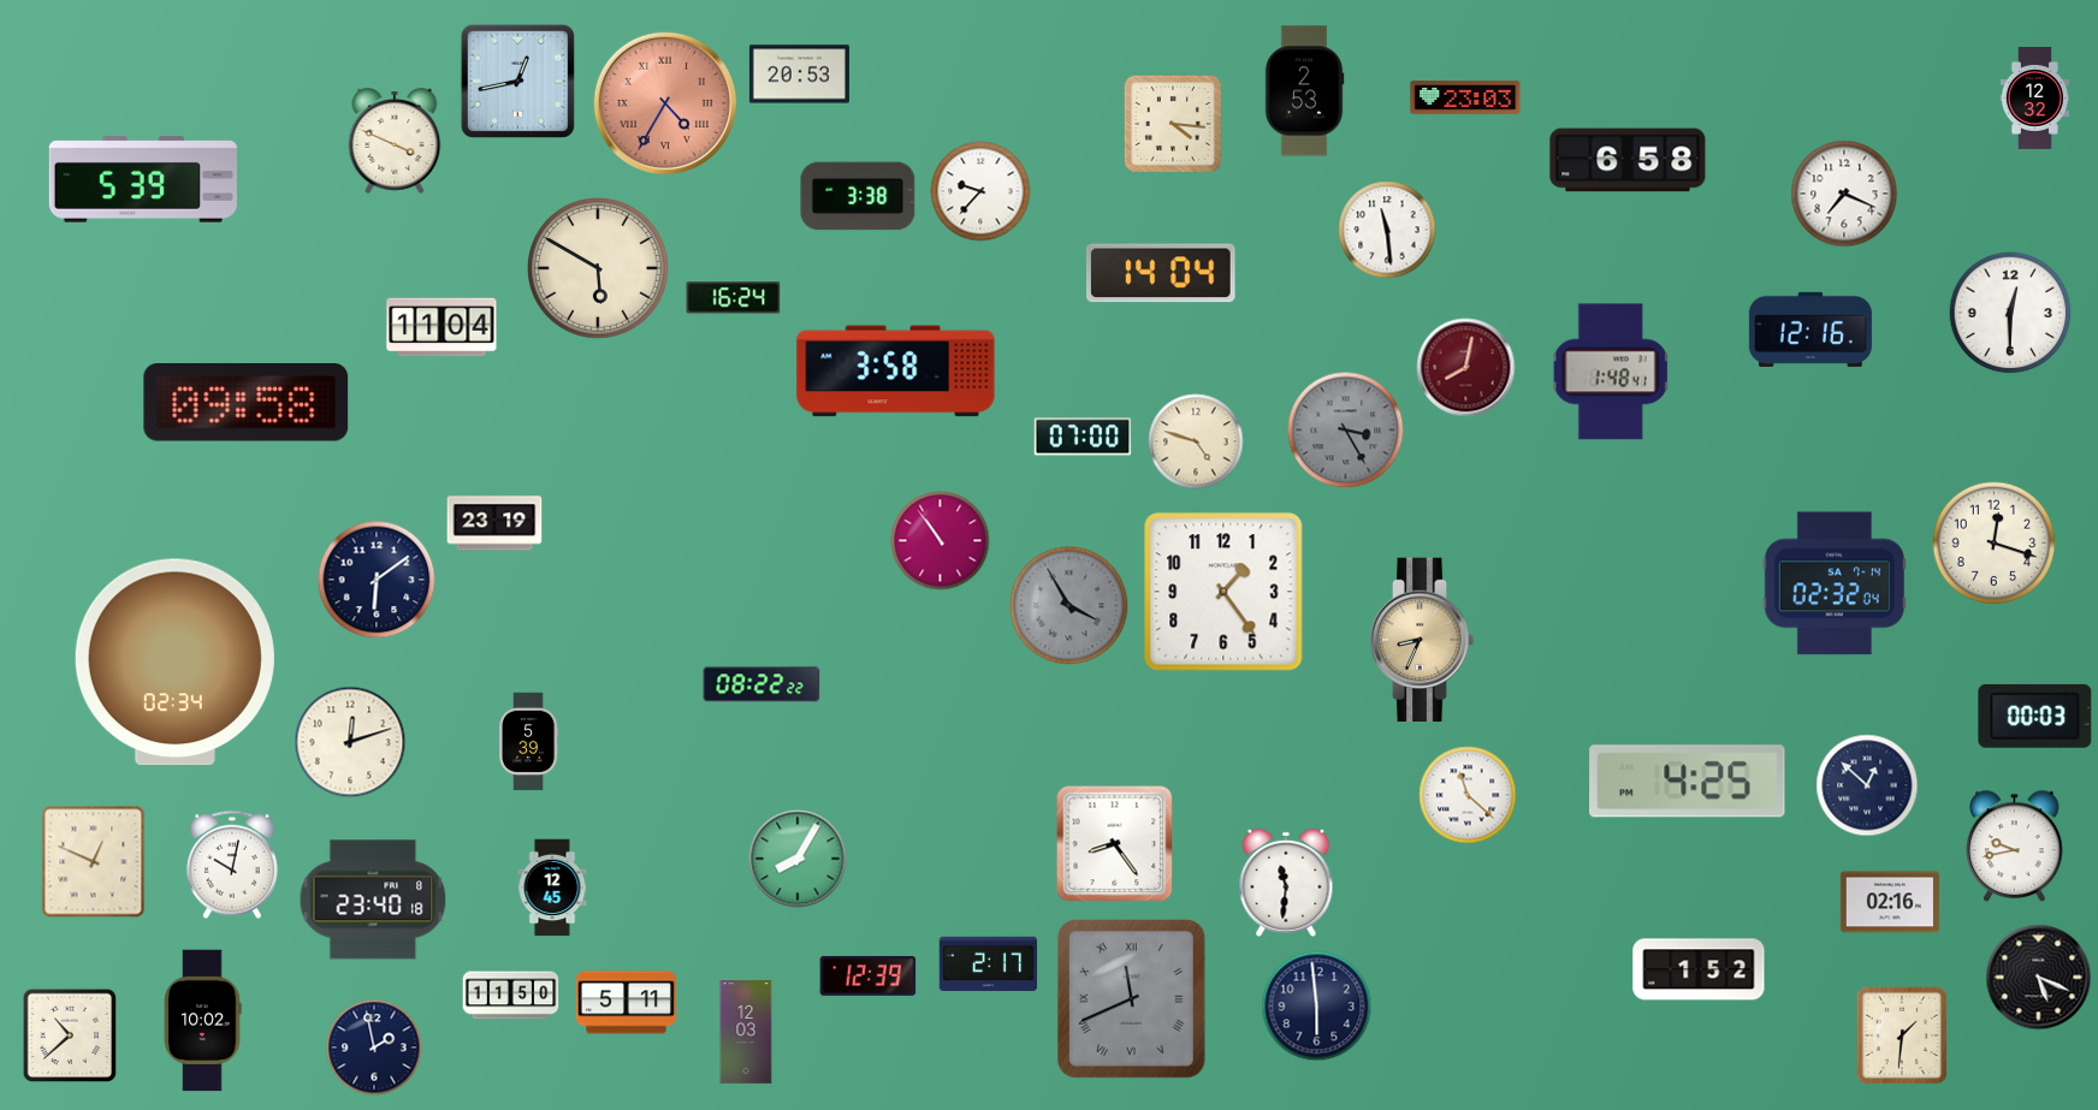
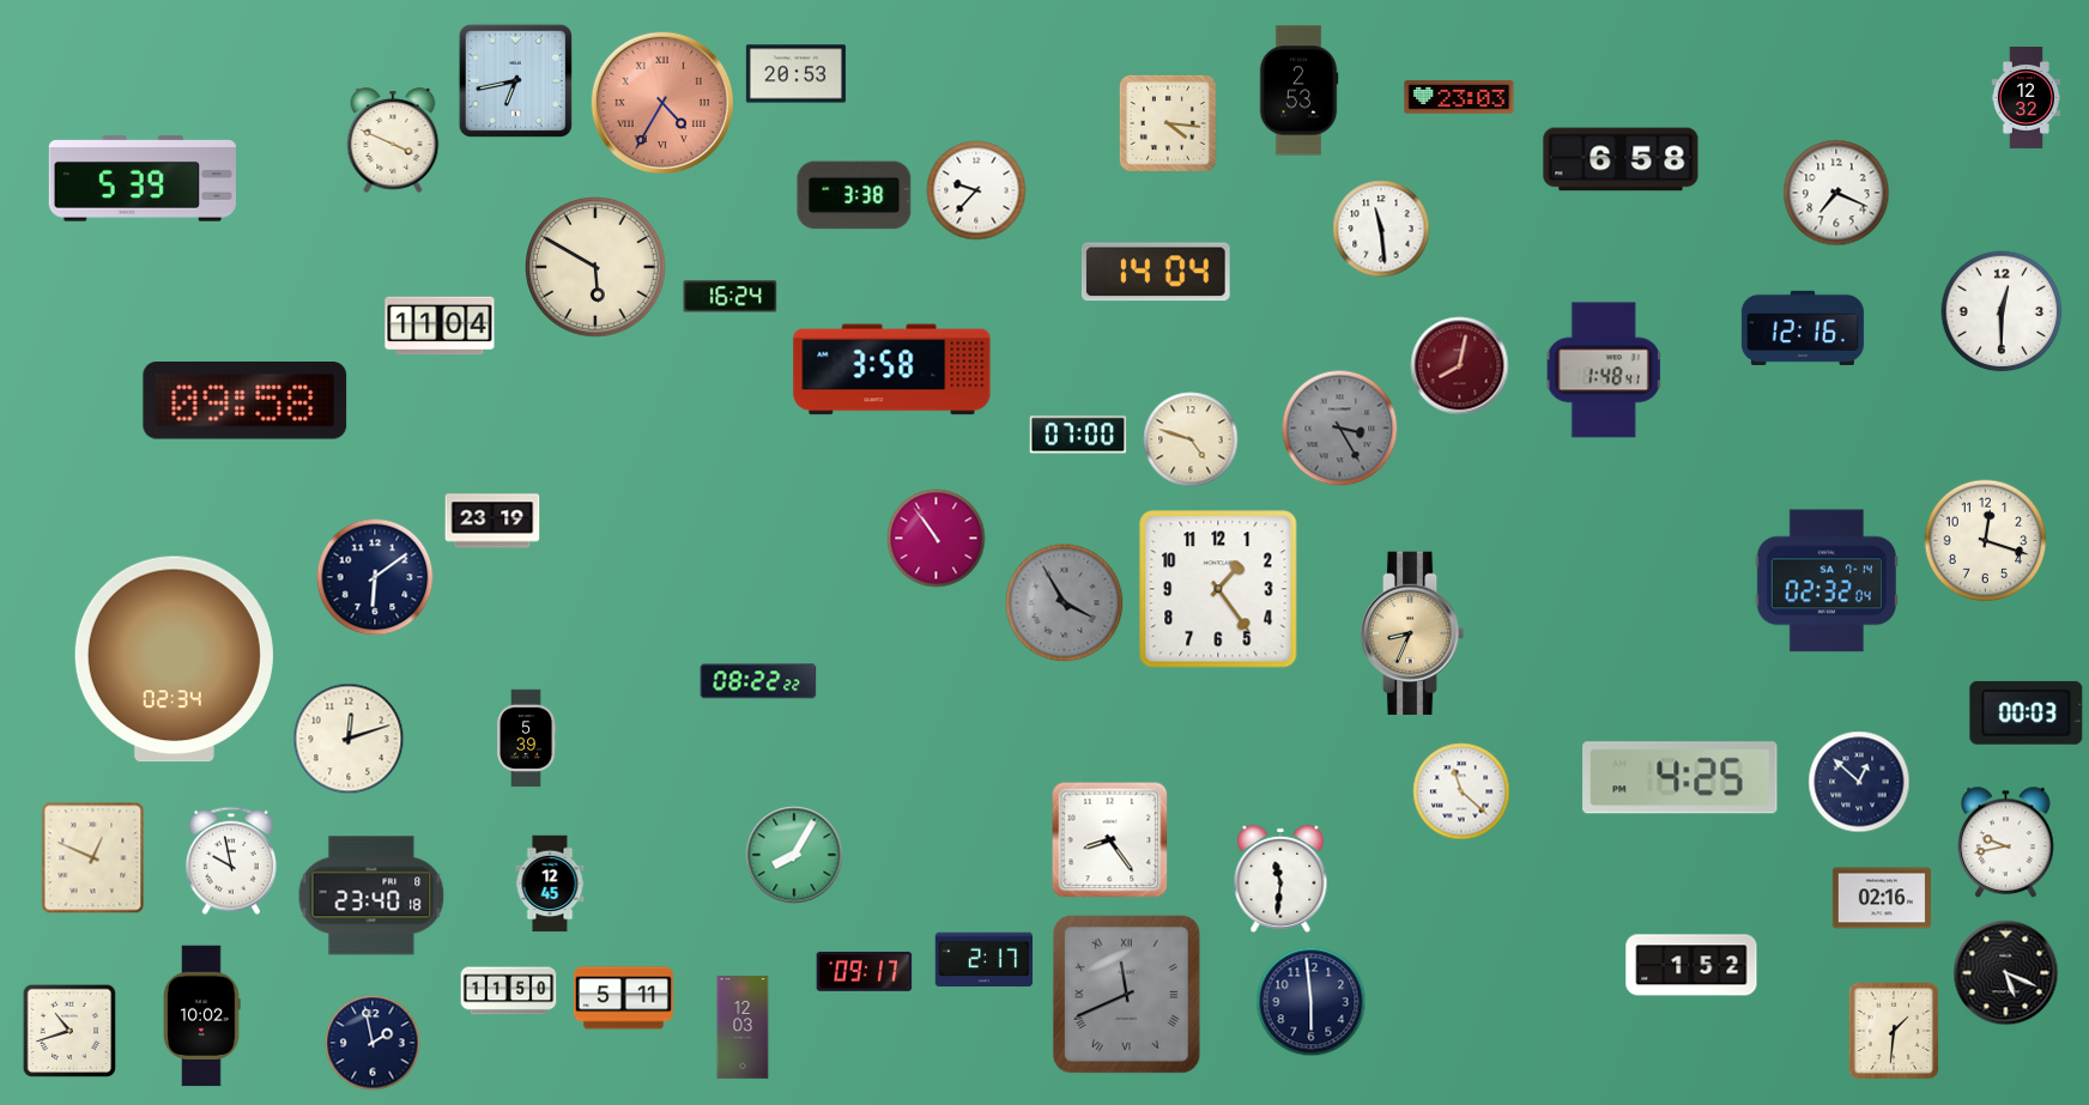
clock at (517, 81): 12:43 -> 6:43
clock at (1422, 640) position: (1422, 640) -> (1412, 633)
clock at (232, 865): 10:02 -> 9:58
clock at (869, 975): 12:39 -> 09:17
clock at (2039, 978) position: (2039, 978) -> (2006, 973)
clock at (70, 1035): 10:38 -> 10:42
